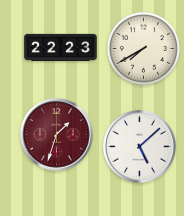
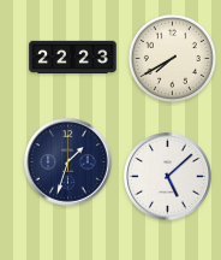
clock at (57, 135) dial: burgundy -> navy
